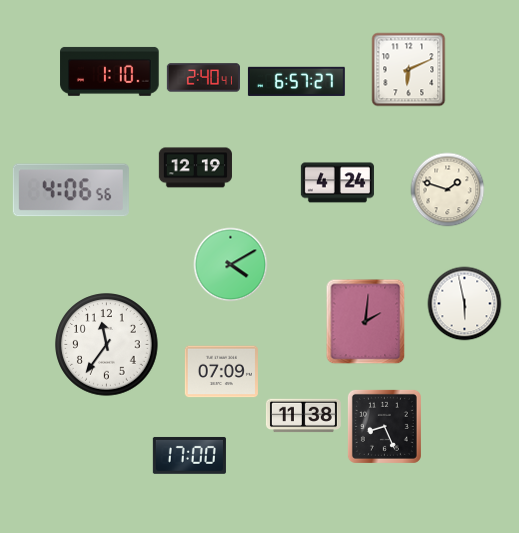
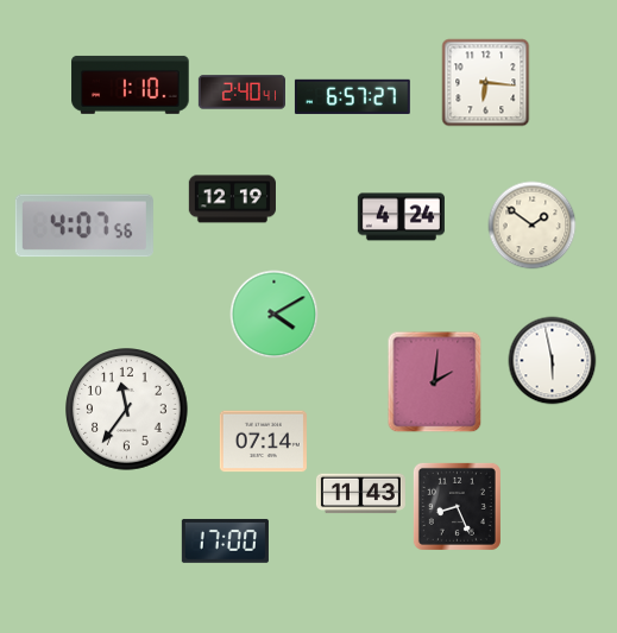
clock at (409, 70): 6:11 -> 6:16
clock at (71, 190): 4:06 -> 4:07
clock at (448, 190): 1:48 -> 1:51
clock at (221, 372): 07:09 -> 07:14
clock at (303, 416): 11:38 -> 11:43
